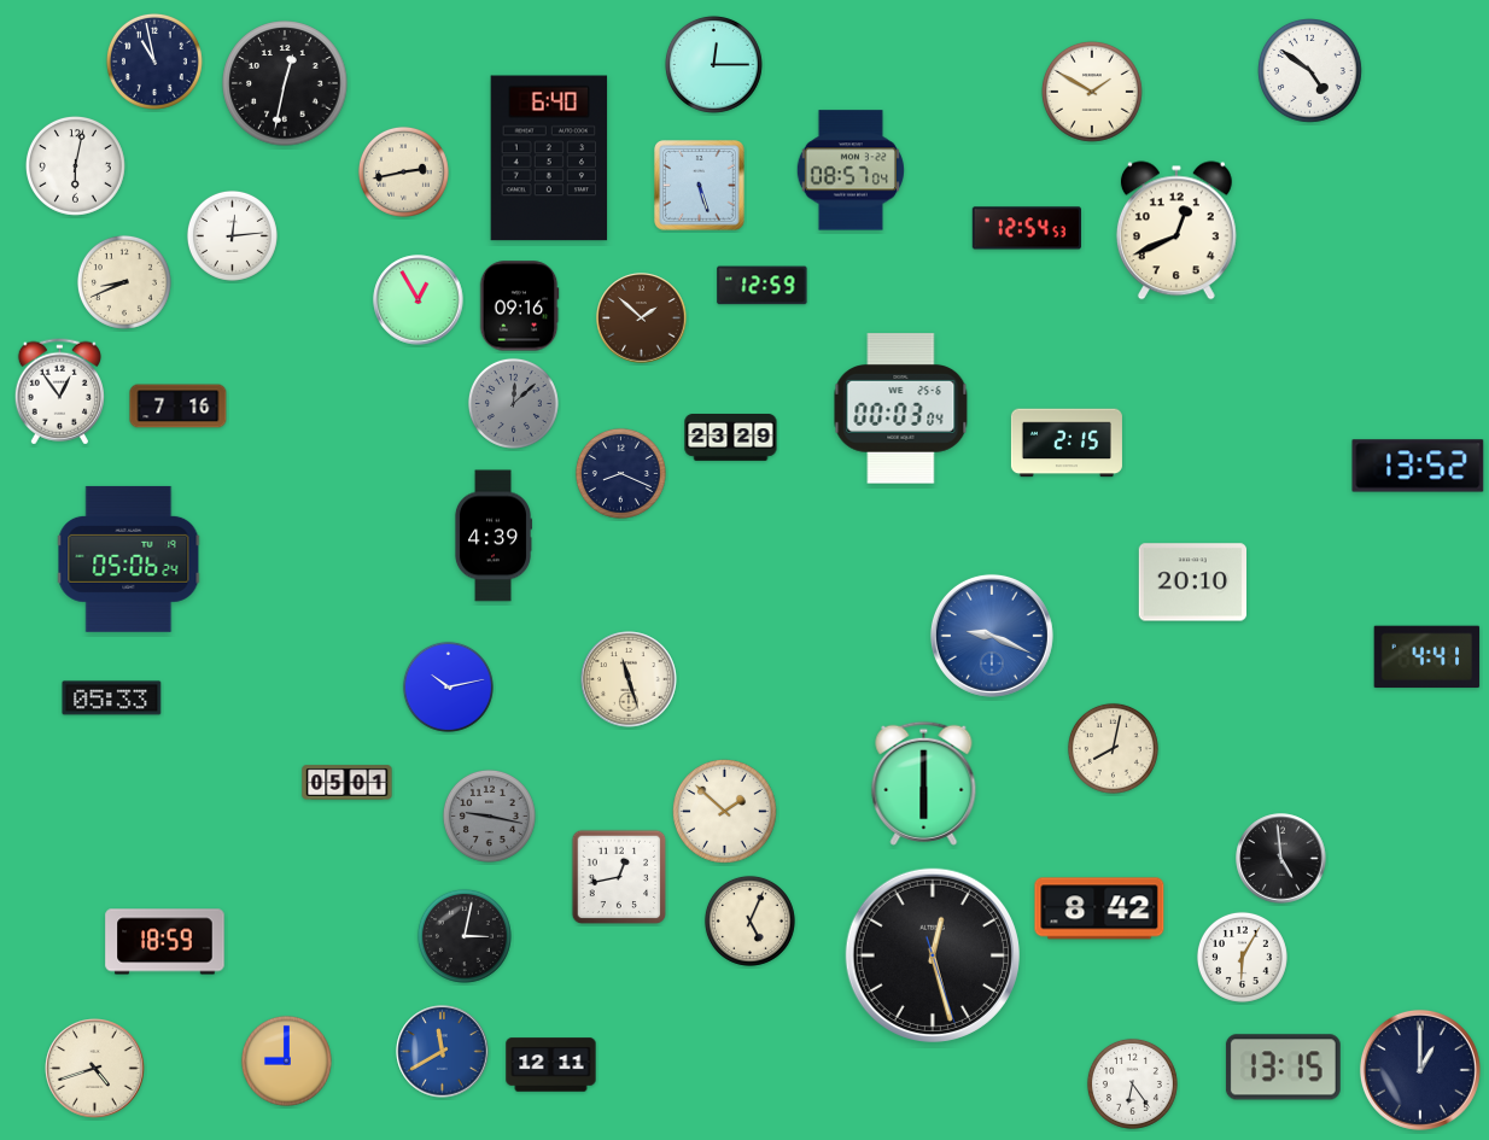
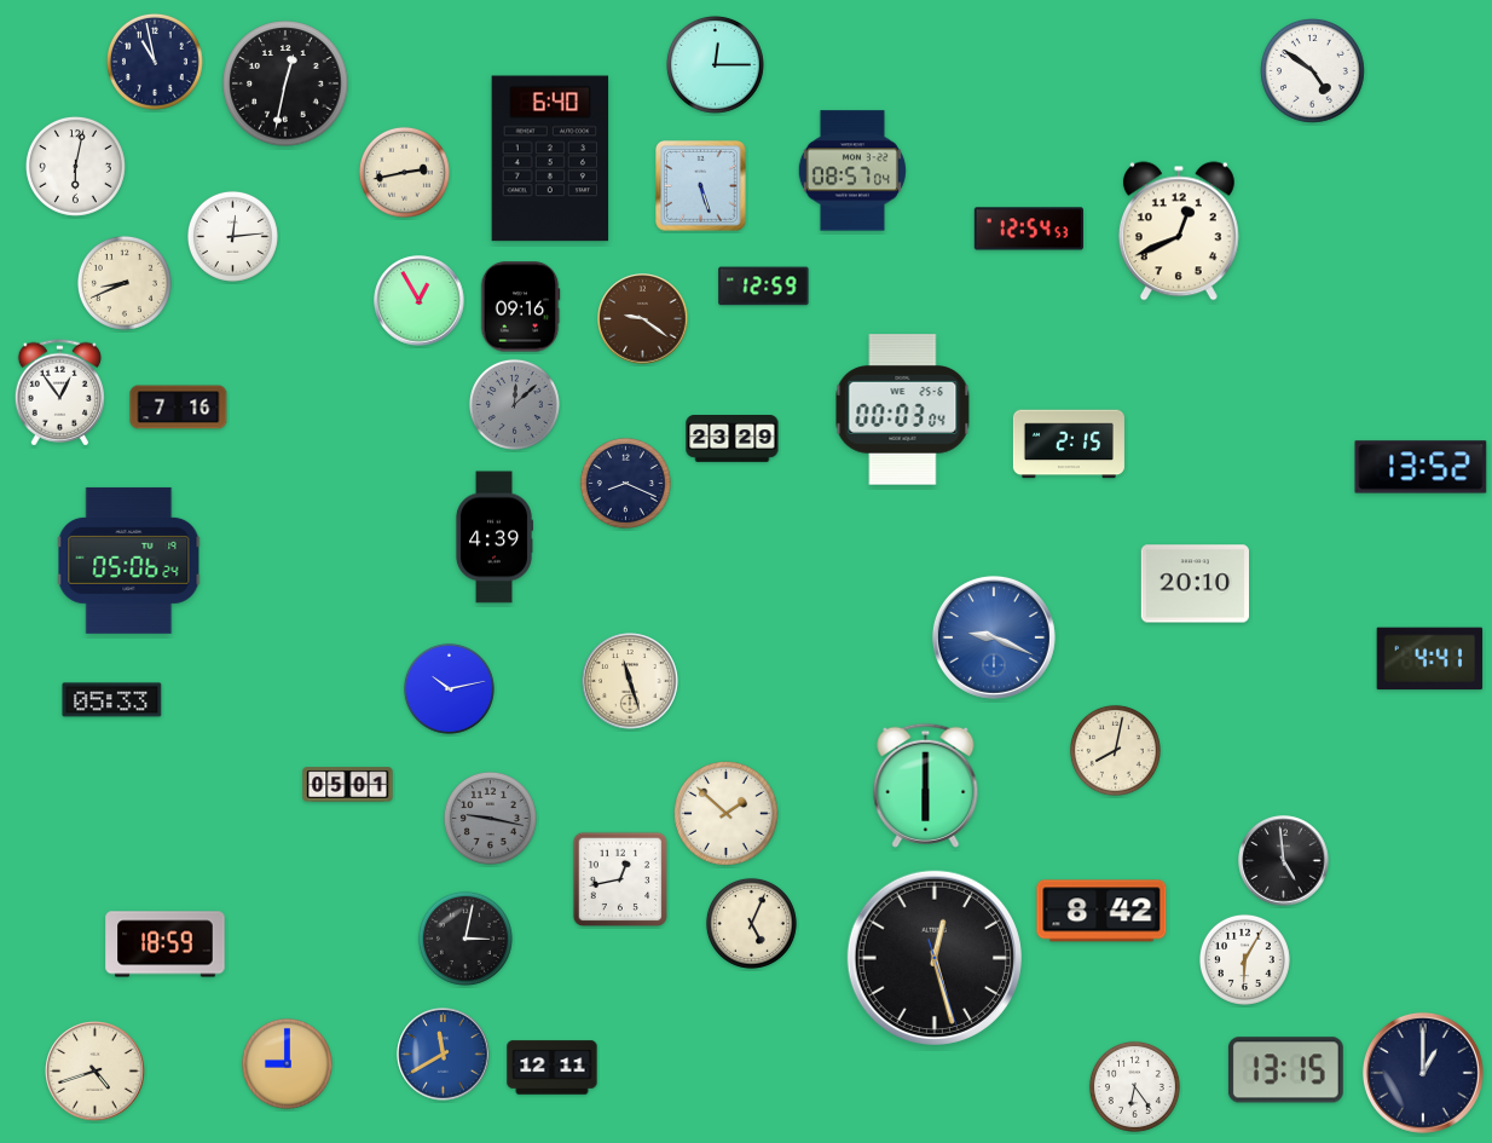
clock at (1092, 92): 1:50 -> none
clock at (642, 318): 1:52 -> 9:21
clock at (620, 473) position: (620, 473) -> (625, 483)
